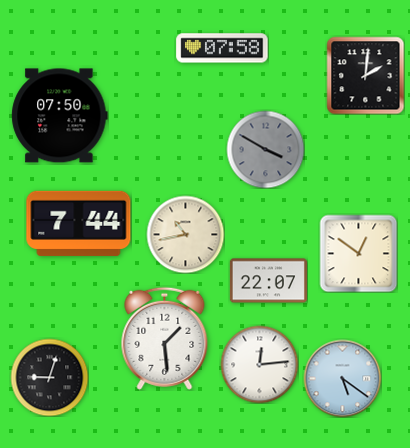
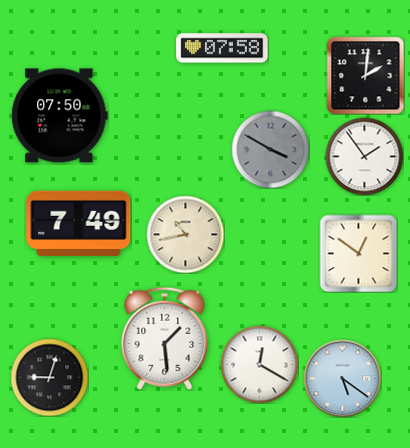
clock at (265, 149) position: (265, 149) -> (270, 149)
clock at (364, 156): none -> 1:54
clock at (79, 223): 7:44 -> 7:49
clock at (268, 281): 22:07 -> none
clock at (259, 364): 12:14 -> 12:20
